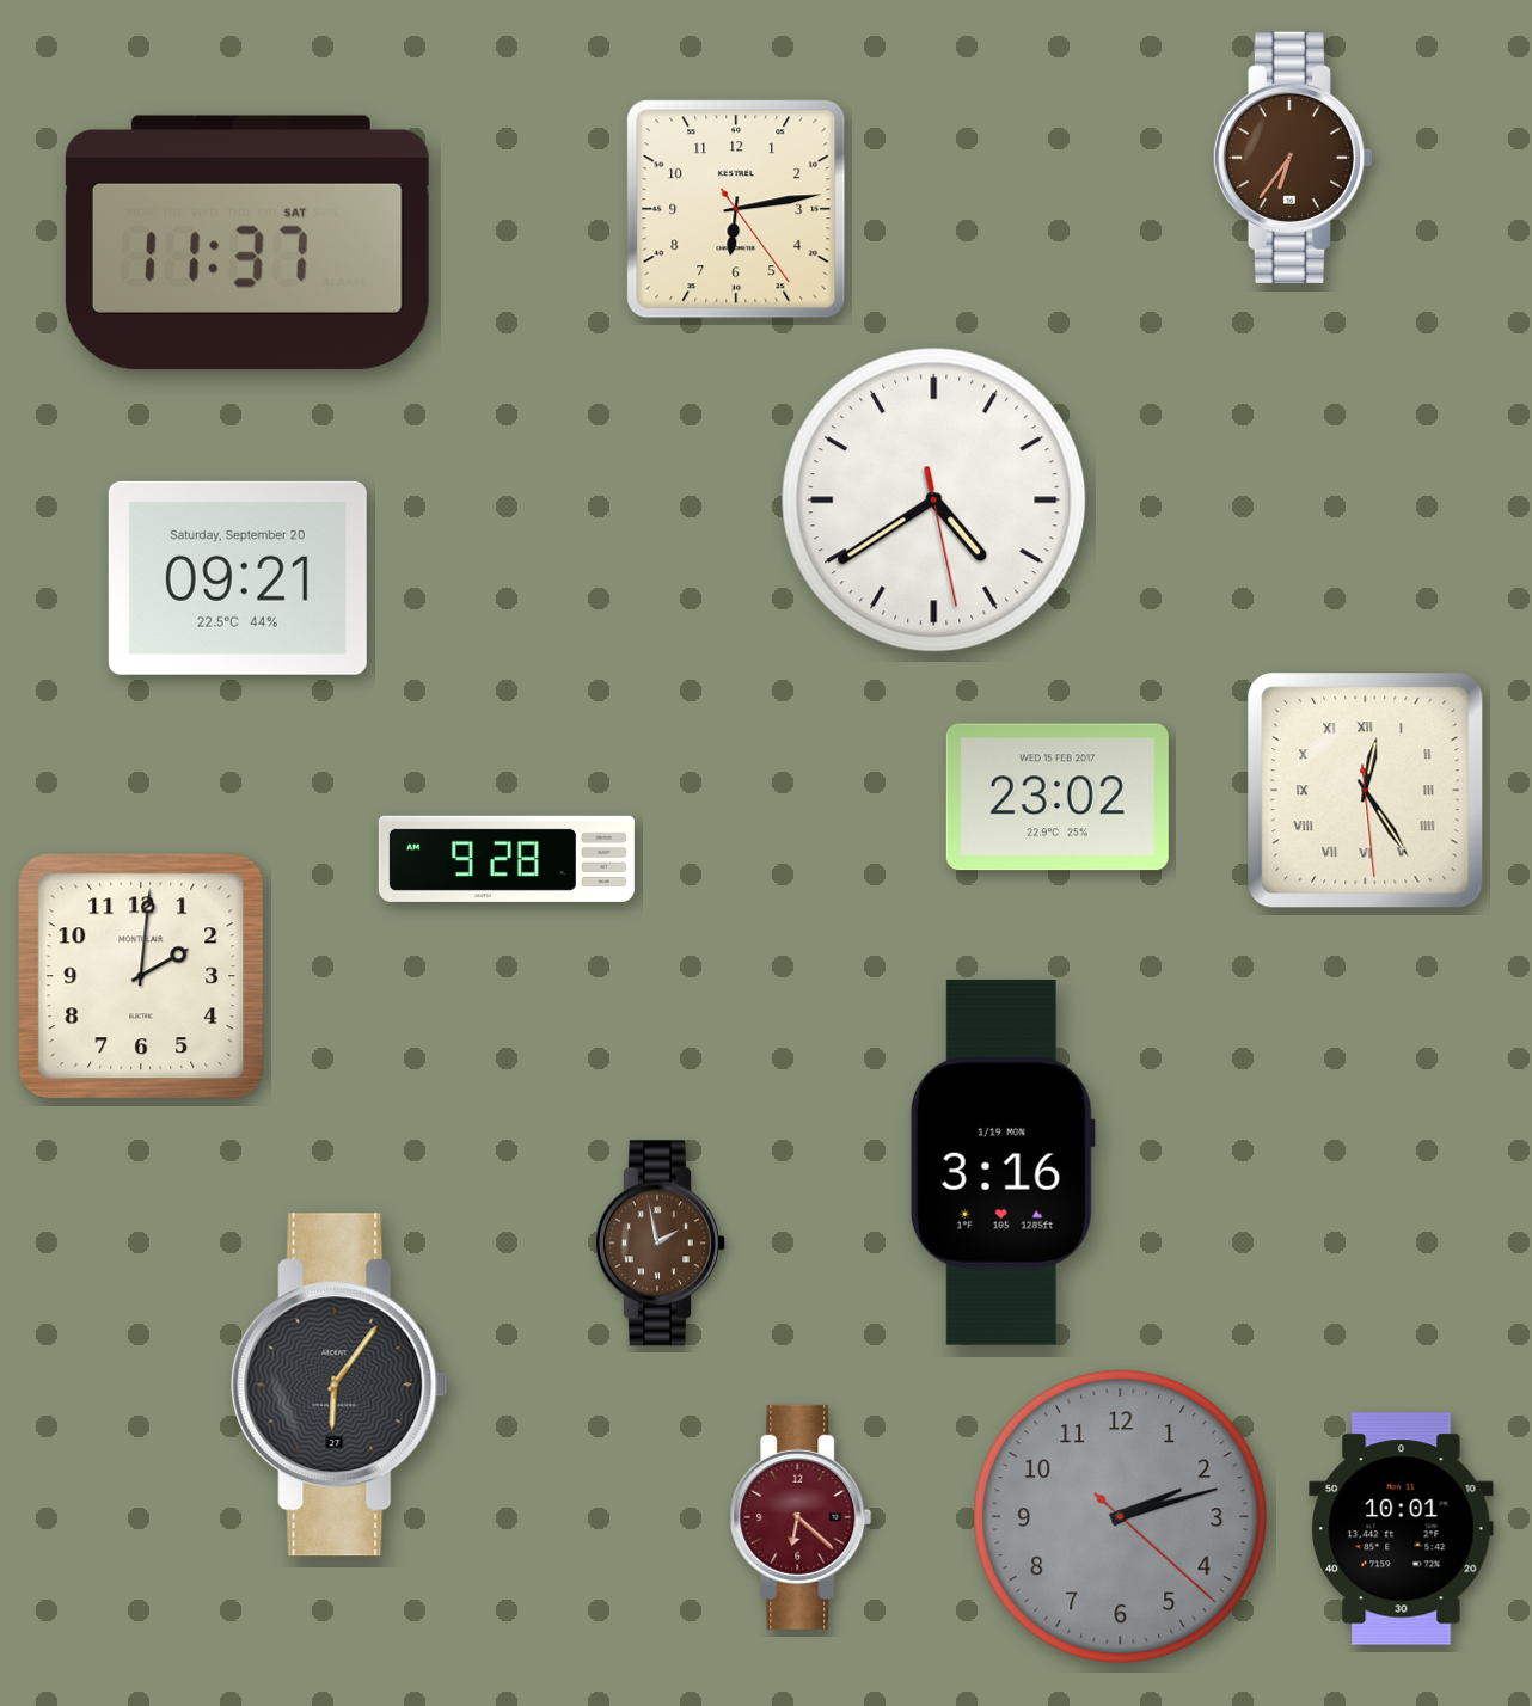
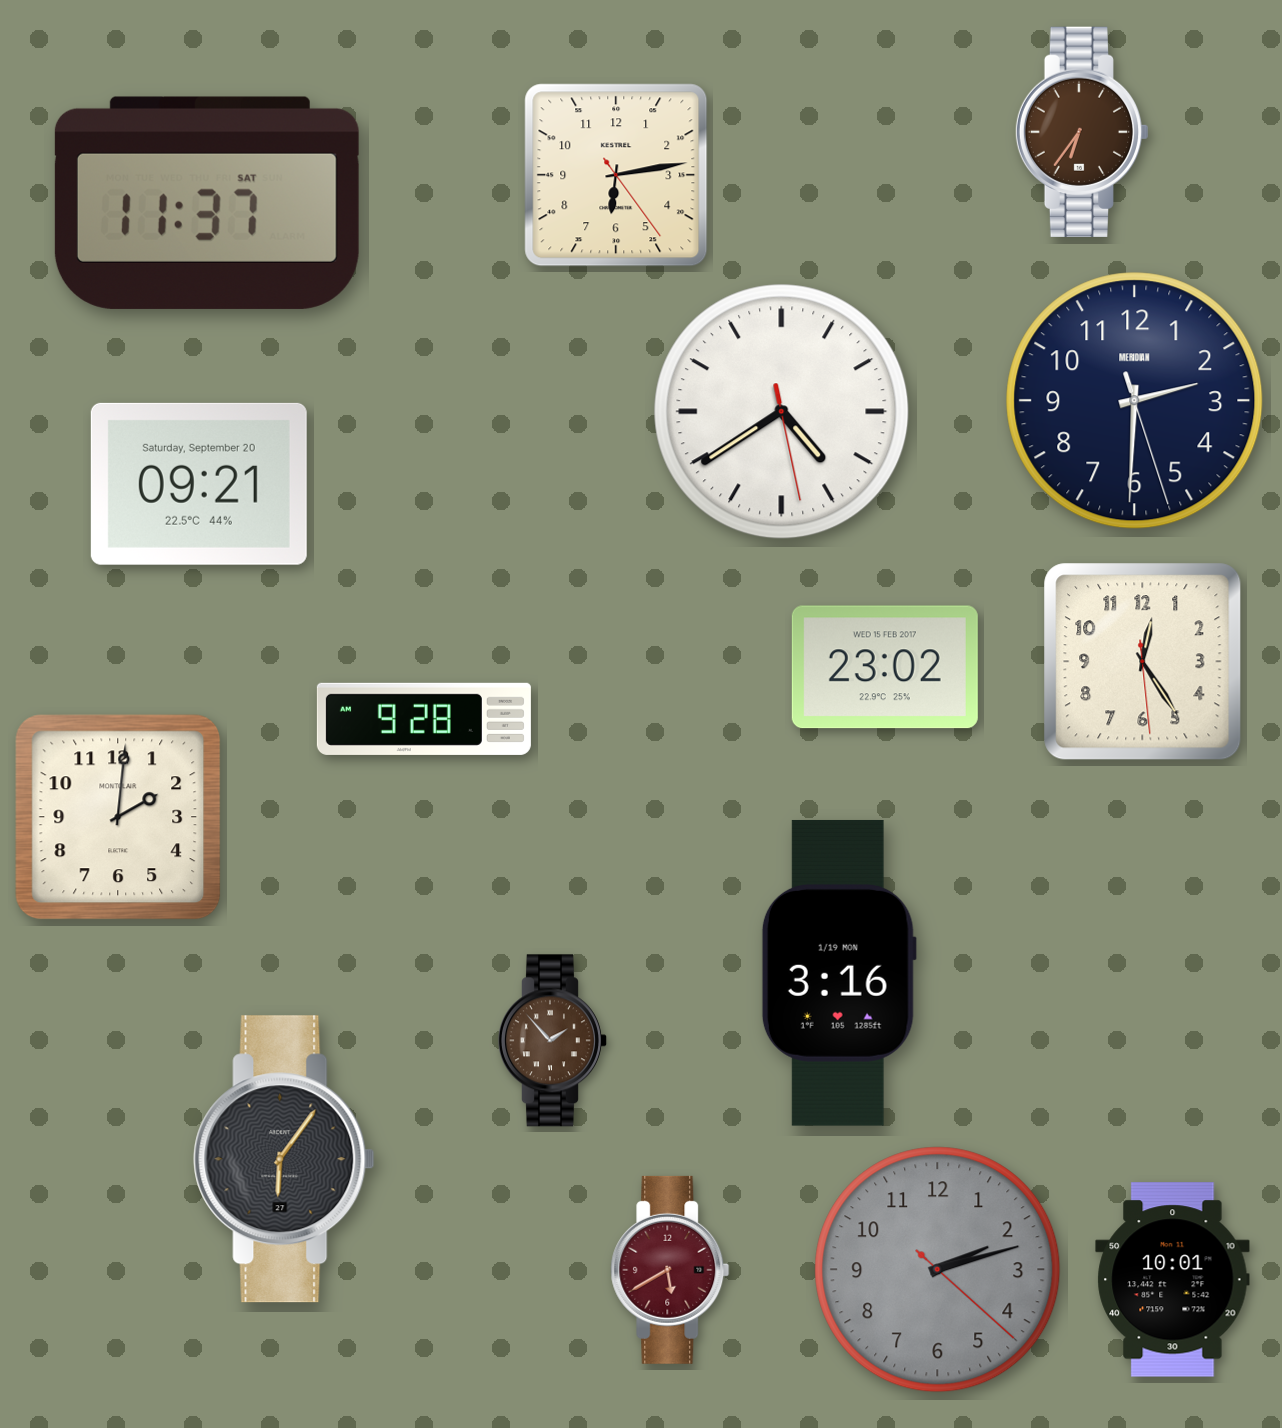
clock at (1135, 401): none -> 2:30
clock at (934, 501) position: (934, 501) -> (782, 412)
clock at (1366, 791) numerals: Roman -> Arabic
clock at (661, 1244): 1:58 -> 1:53
clock at (801, 1517): 6:22 -> 5:40
